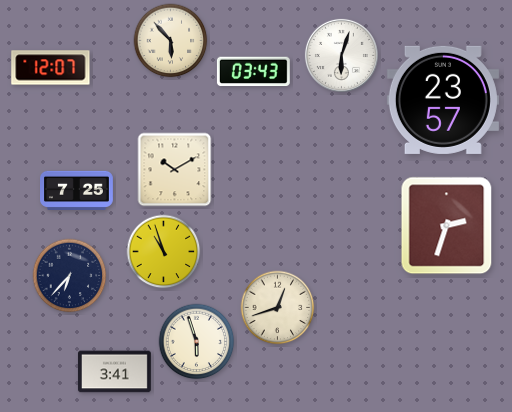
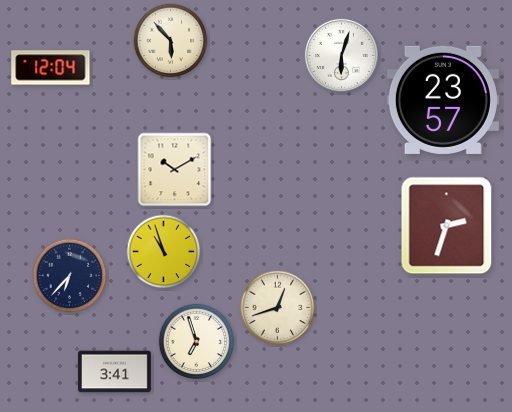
clock at (51, 68): 12:07 -> 12:04
clock at (253, 72): 03:43 -> none
clock at (77, 190): 7:25 -> none
clock at (197, 342): 5:57 -> 6:57
